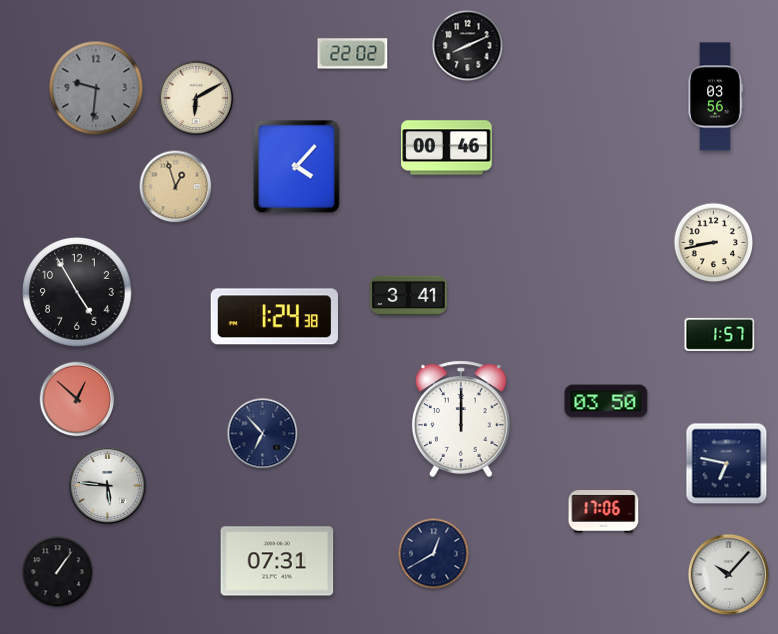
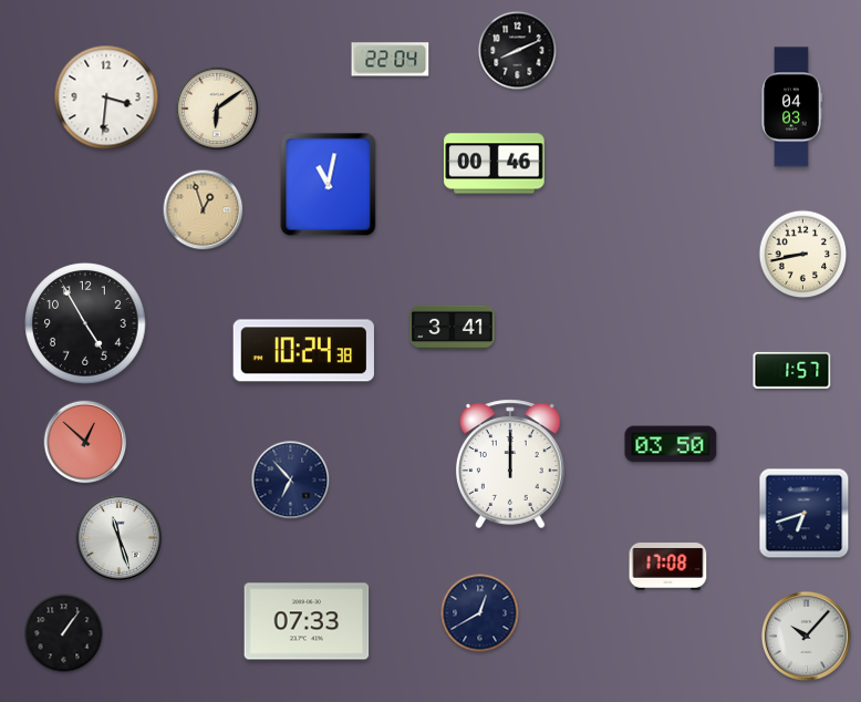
clock at (353, 54): 22:02 -> 22:04
clock at (96, 88): 9:31 -> 3:31
clock at (96, 88) dial: grey -> white
clock at (715, 97): 03:56 -> 04:03
clock at (196, 98): 6:10 -> 6:09
clock at (297, 167): 4:07 -> 11:02
clock at (176, 187) position: (176, 187) -> (204, 210)
clock at (714, 243) position: (714, 243) -> (803, 255)
clock at (274, 317): 1:24 -> 10:24
clock at (720, 334) position: (720, 334) -> (792, 370)
clock at (727, 464): 6:47 -> 6:42
clock at (107, 485): 5:46 -> 11:27
clock at (604, 512): 17:06 -> 17:08
clock at (277, 561): 07:31 -> 07:33
